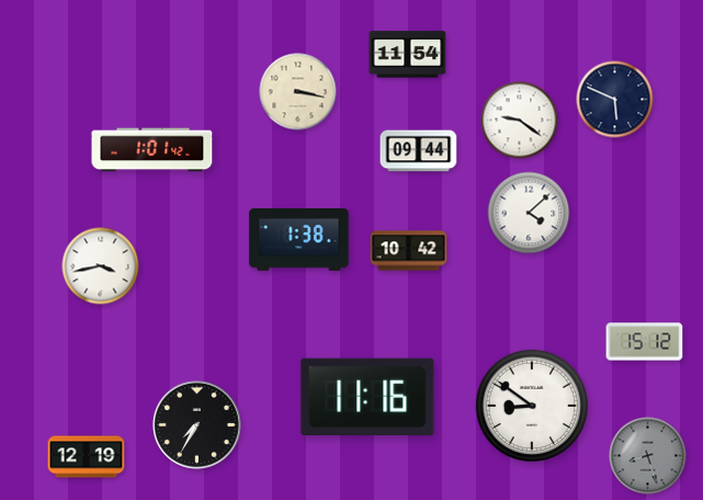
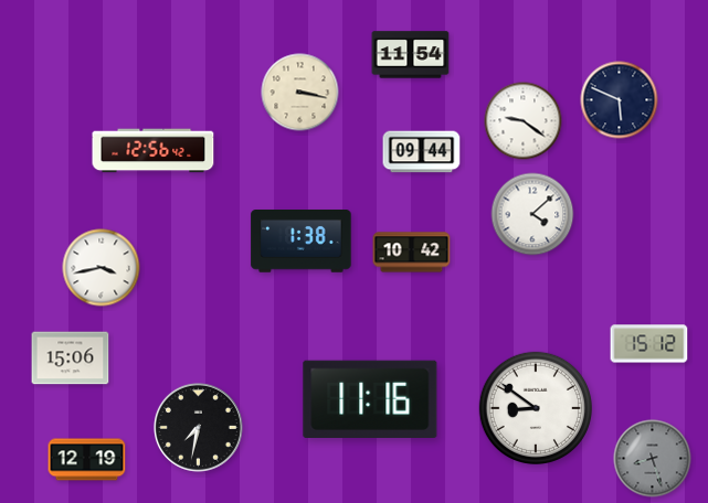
clock at (152, 150): 1:01 -> 12:56
clock at (71, 358): none -> 15:06
clock at (196, 424): 7:35 -> 7:32
